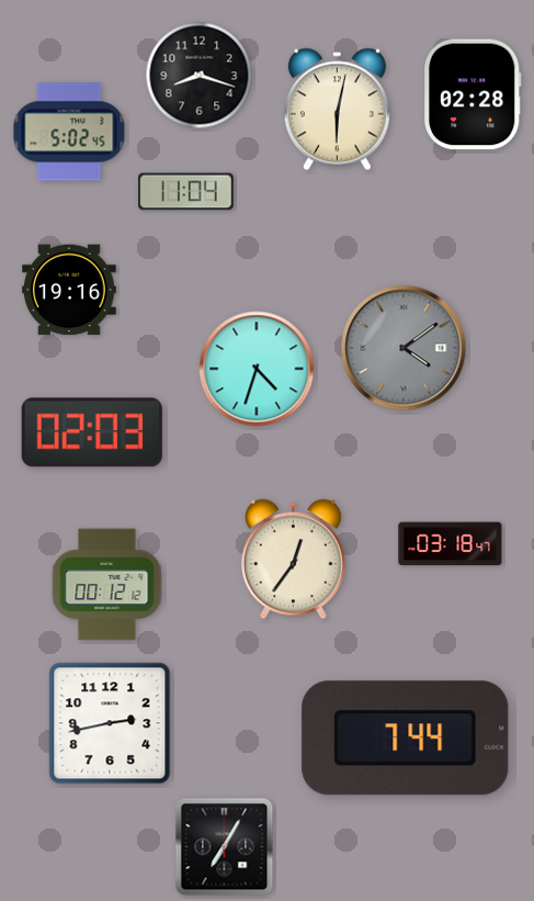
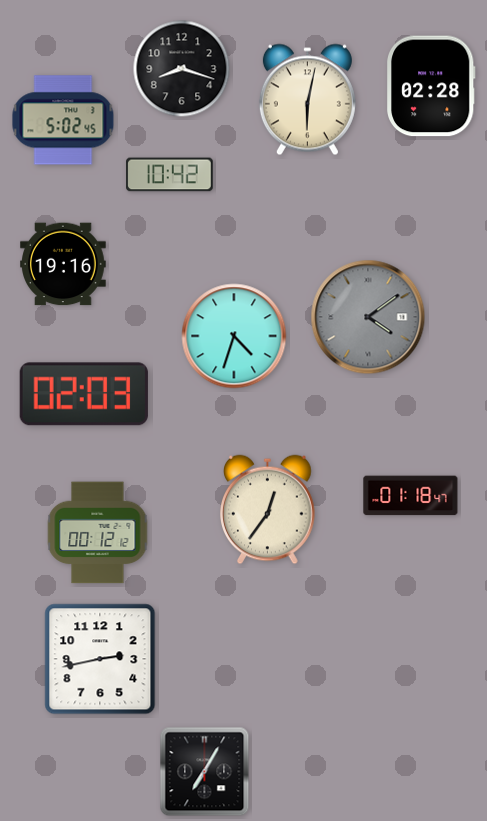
clock at (186, 192): 11:04 -> 10:42
clock at (451, 544): 03:18 -> 01:18
clock at (406, 739): 7:44 -> none
